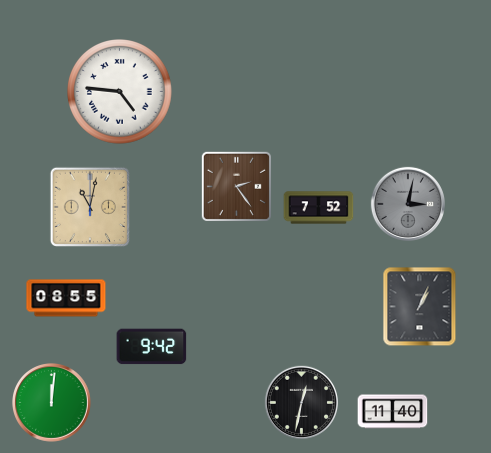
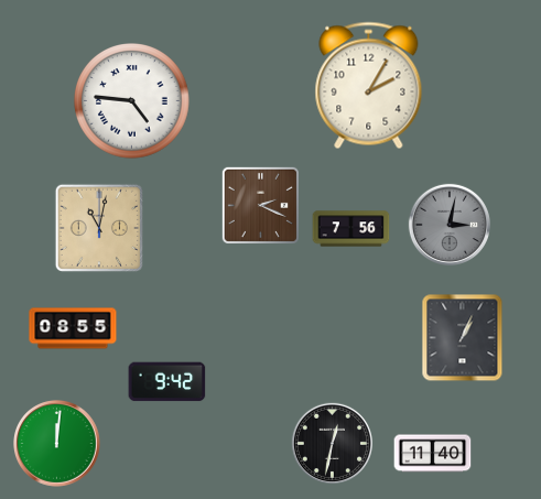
clock at (369, 86): none -> 2:05
clock at (236, 186): 2:24 -> 2:19
clock at (319, 208): 7:52 -> 7:56
